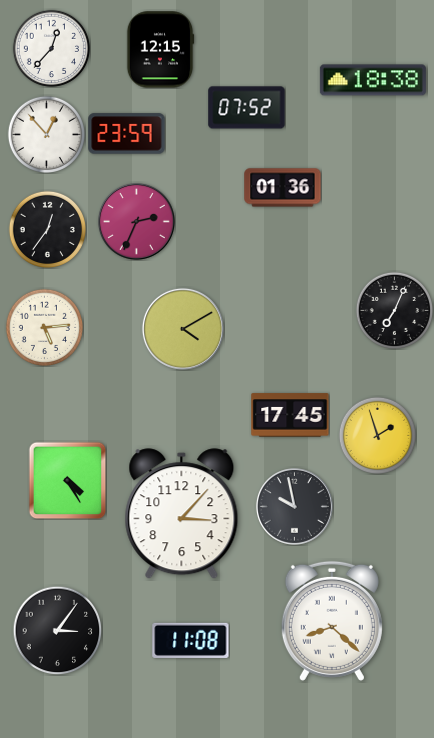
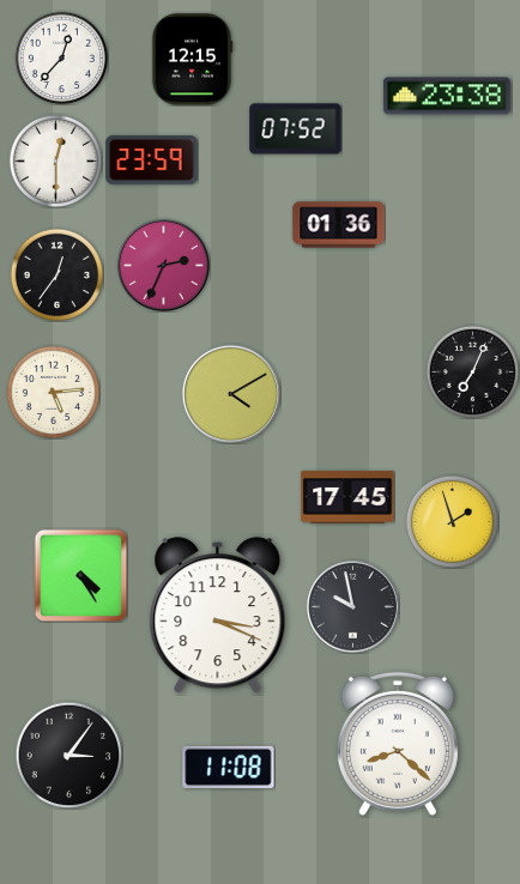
clock at (373, 80): 18:38 -> 23:38
clock at (46, 134): 12:53 -> 12:30
clock at (183, 329) position: (183, 329) -> (231, 394)
clock at (182, 514): 3:07 -> 3:19
